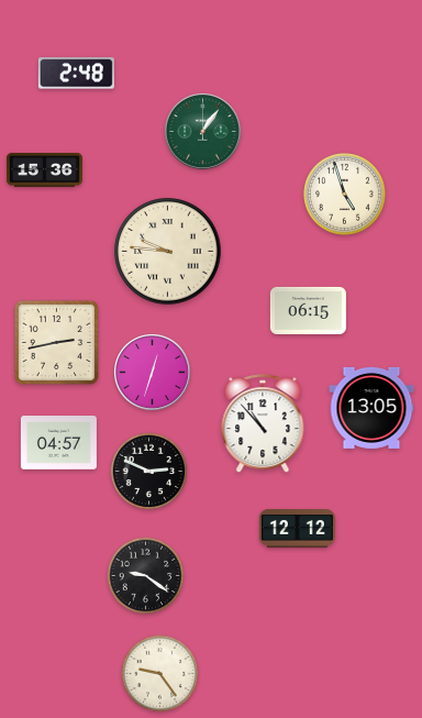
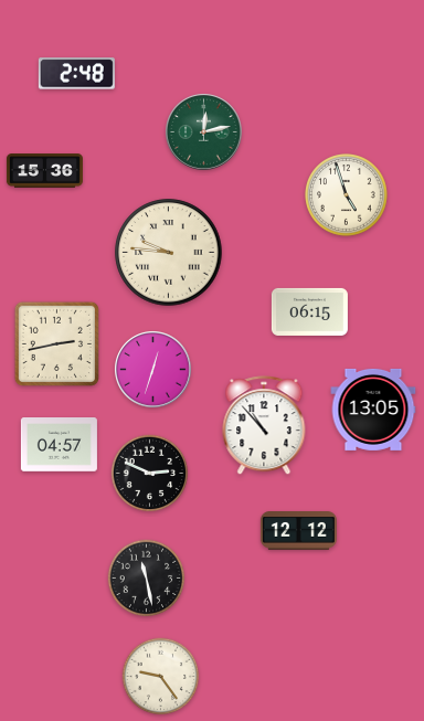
clock at (203, 132): 1:06 -> 12:13
clock at (153, 373) position: (153, 373) -> (153, 370)
clock at (146, 576): 9:21 -> 11:28
